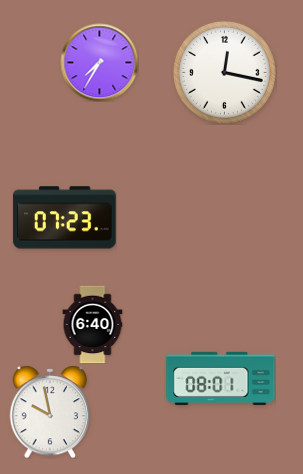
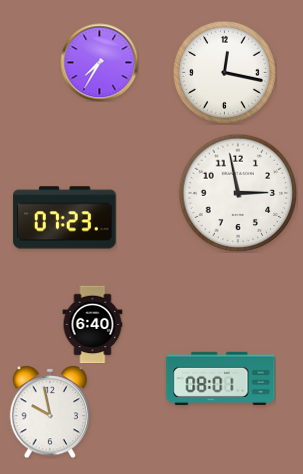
clock at (238, 193): none -> 2:58
